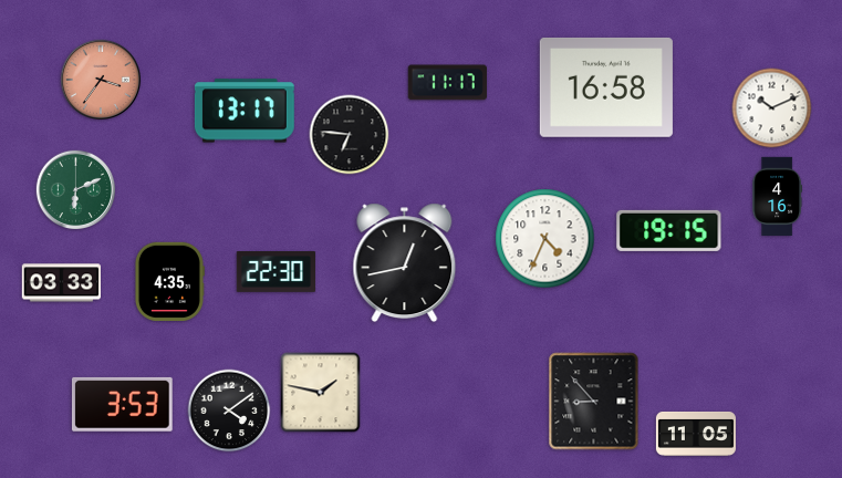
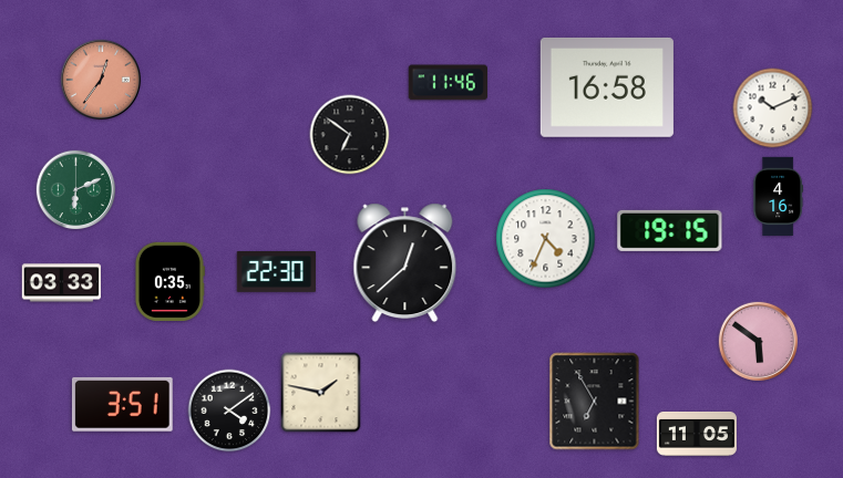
clock at (100, 79): 3:36 -> 12:36
clock at (447, 83): 11:17 -> 11:46
clock at (245, 111): 13:17 -> none
clock at (350, 135): 6:46 -> 6:51
clock at (405, 263): 12:43 -> 12:38
clock at (169, 281): 4:35 -> 0:35
clock at (759, 342): none -> 5:51
clock at (594, 402): 8:53 -> 6:55
clock at (122, 404): 3:53 -> 3:51
